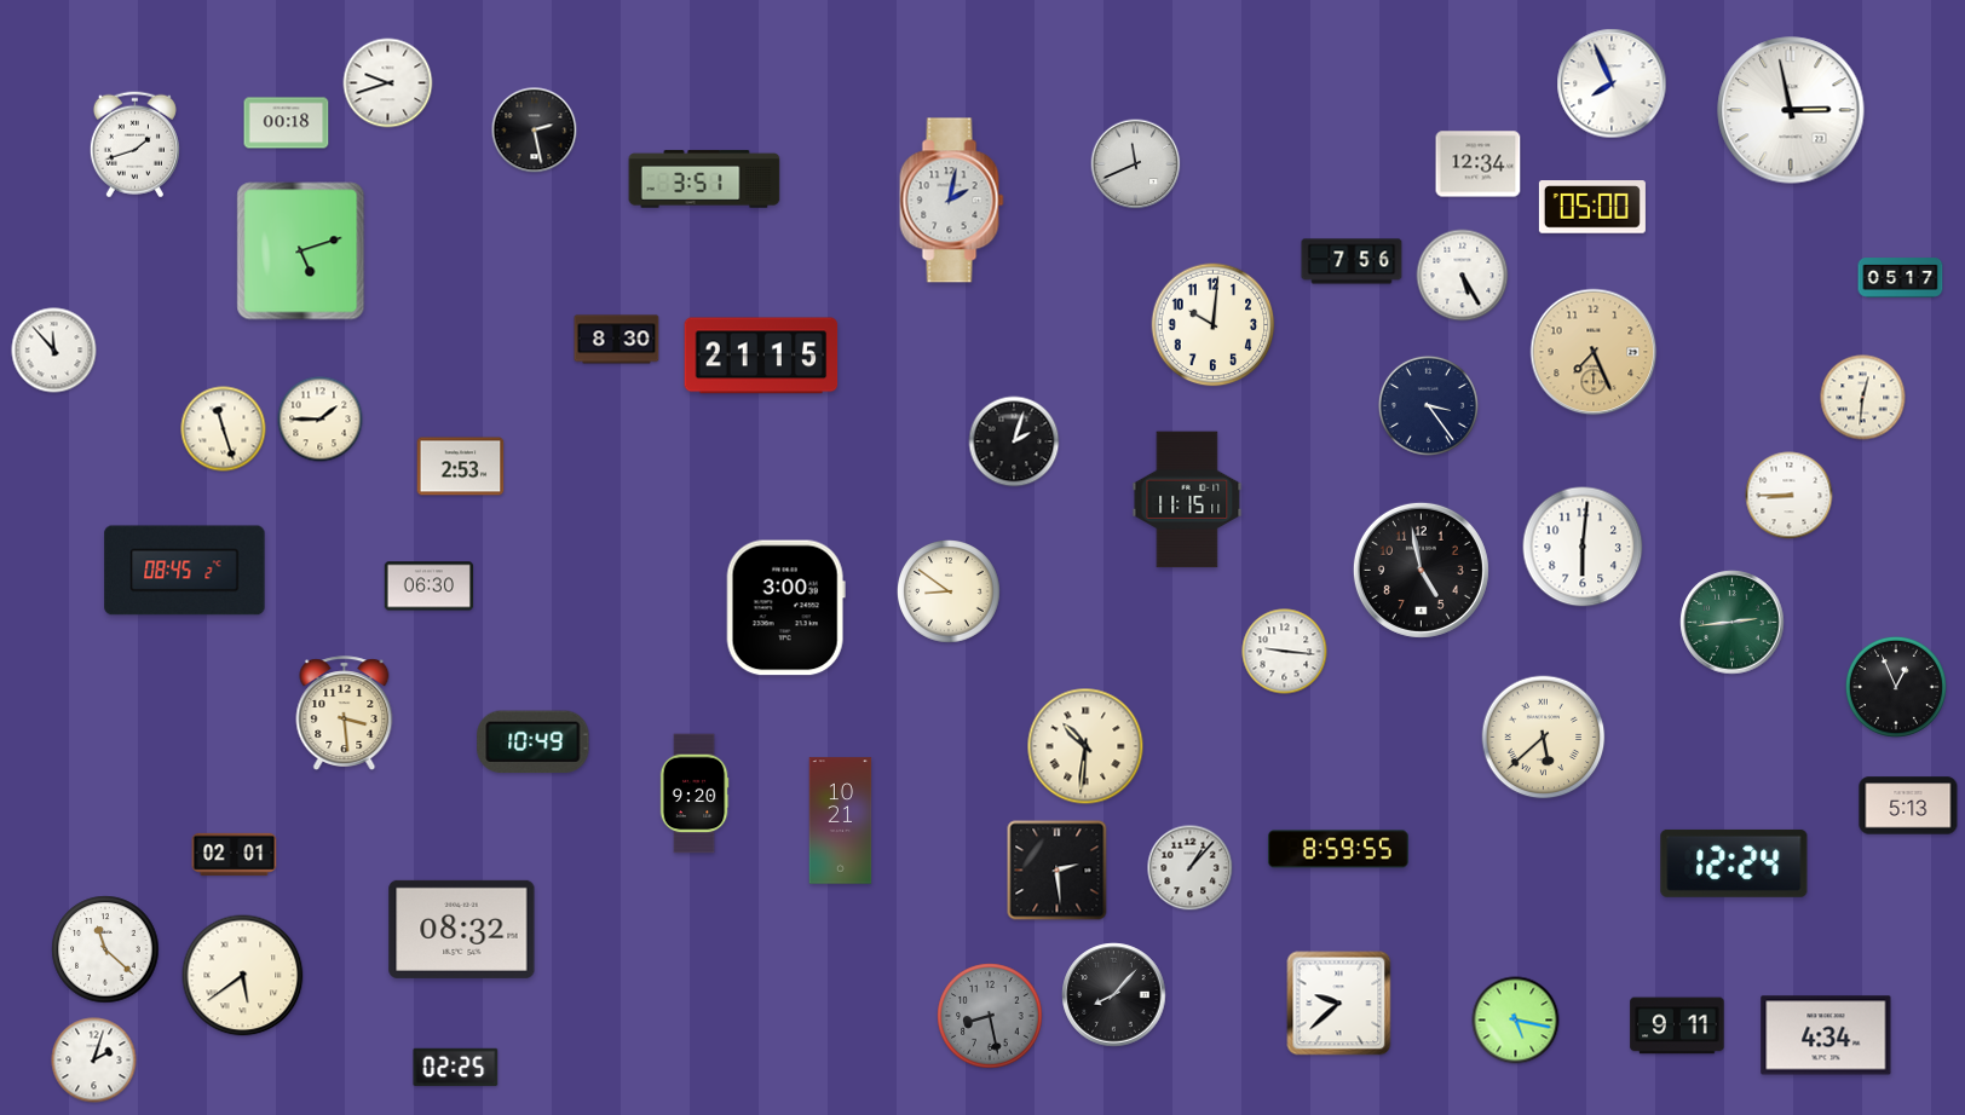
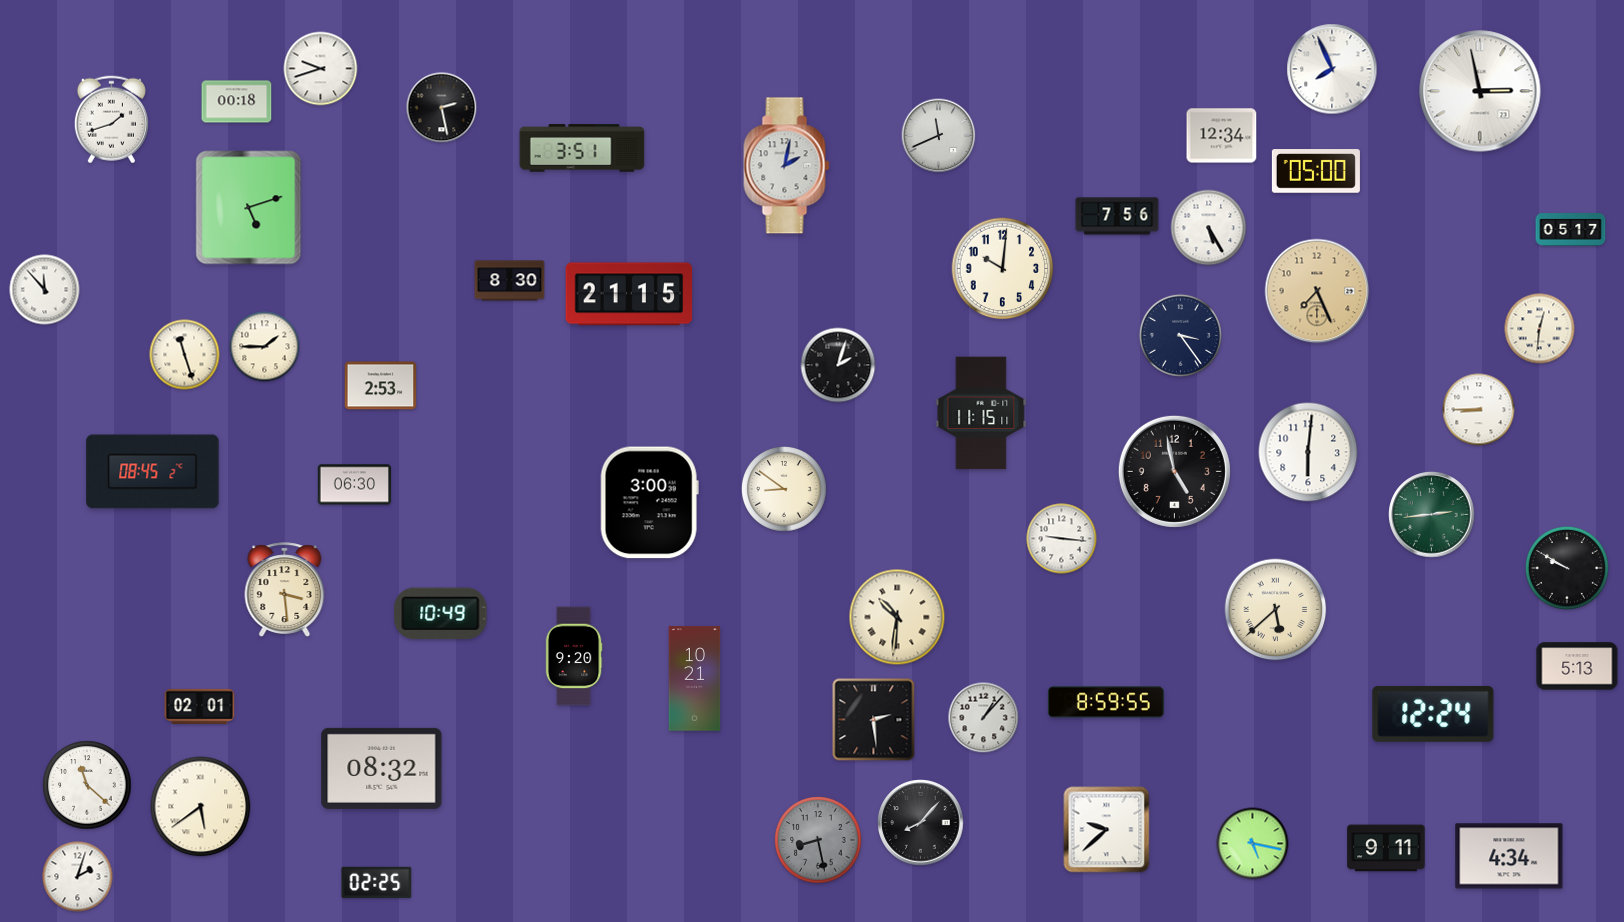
clock at (1896, 687): 12:56 -> 9:50
clock at (235, 854) position: (235, 854) -> (200, 706)
